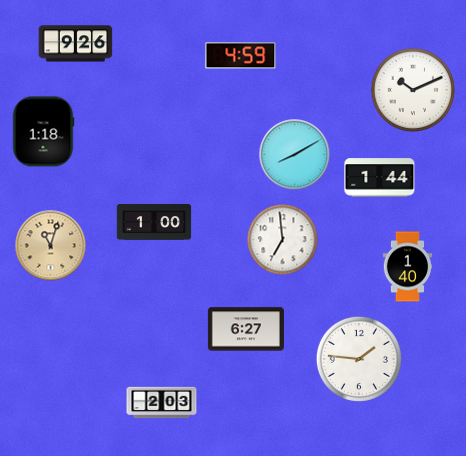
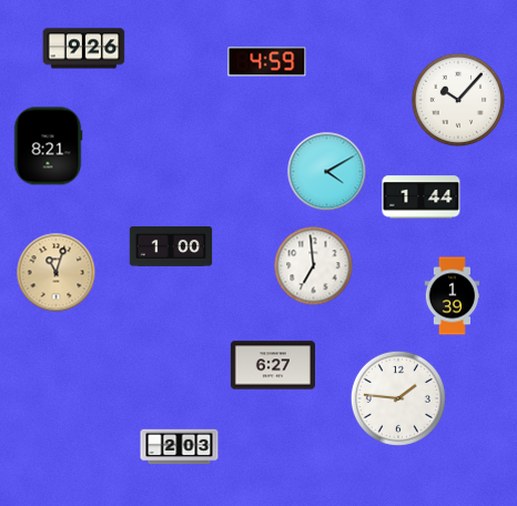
clock at (413, 90): 10:11 -> 10:07
clock at (43, 132): 1:18 -> 8:21
clock at (295, 155): 8:10 -> 4:10
clock at (408, 267): 1:40 -> 1:39
